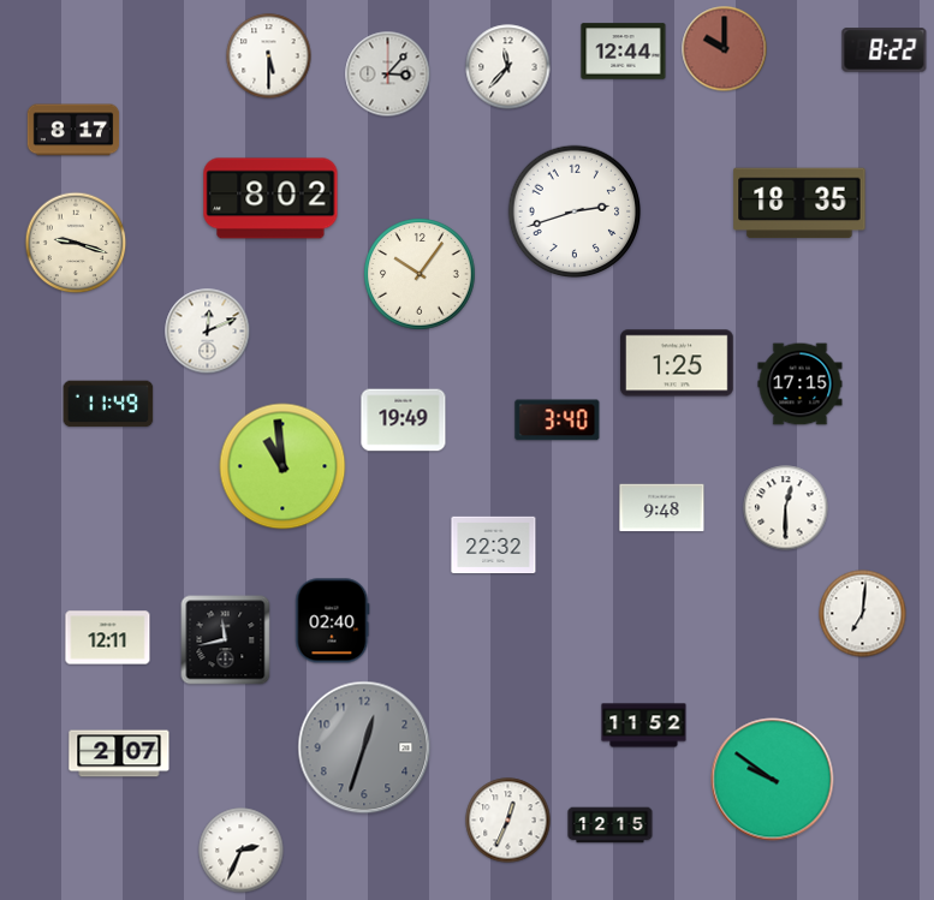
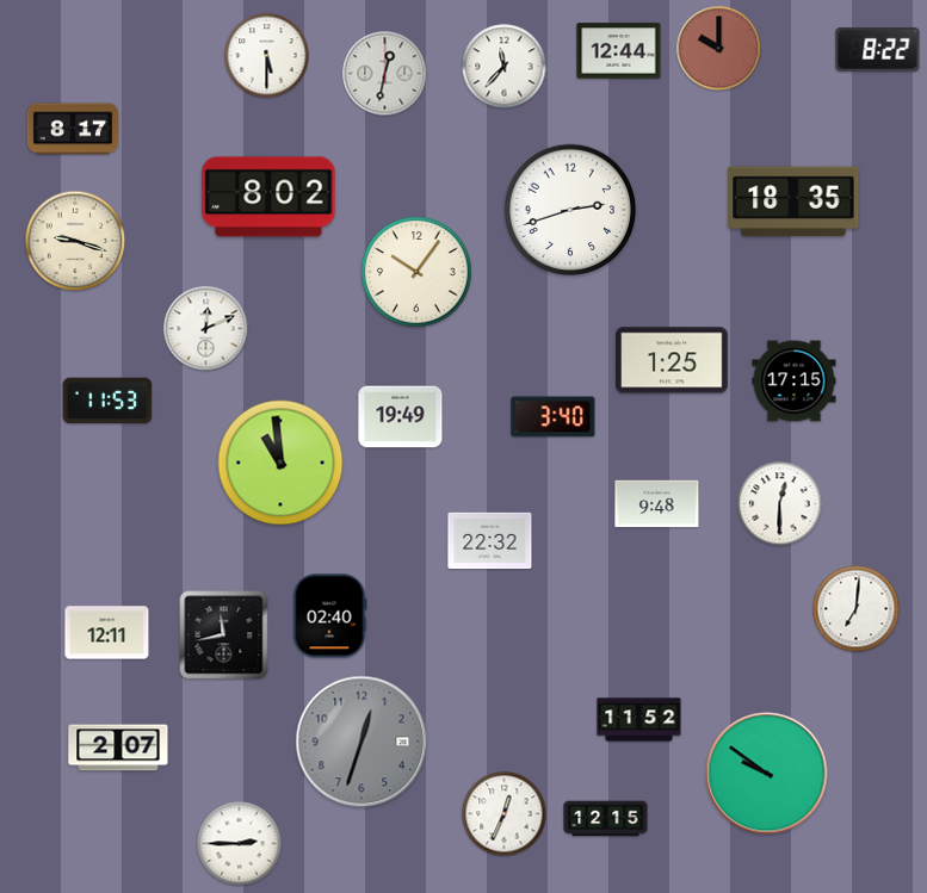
clock at (388, 74): 3:07 -> 12:32
clock at (108, 404): 11:49 -> 11:53
clock at (242, 851): 2:34 -> 2:45
